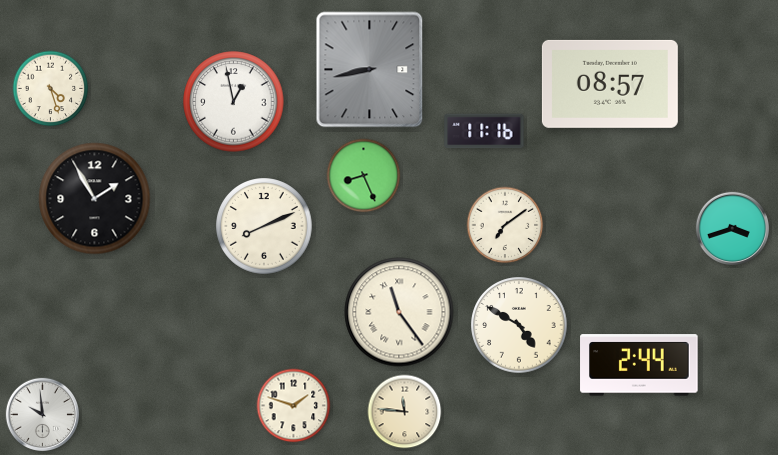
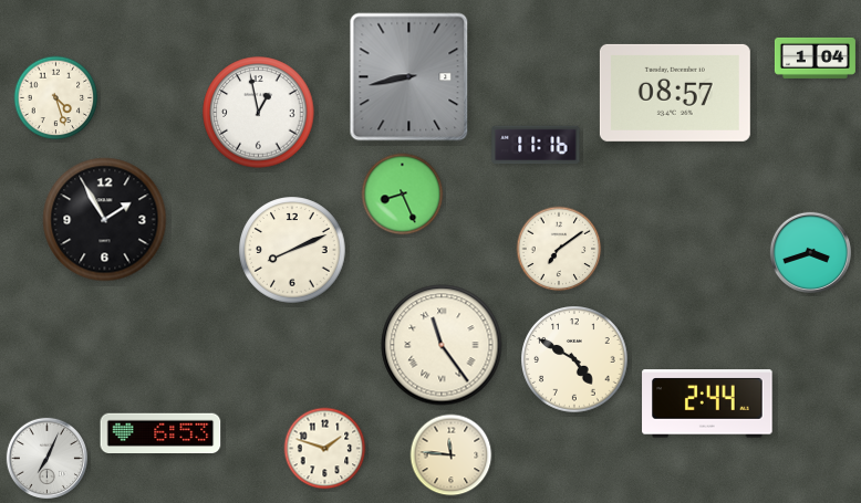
clock at (815, 57): none -> 1:04
clock at (160, 433): none -> 6:53
clock at (405, 412) position: (405, 412) -> (452, 455)
clock at (42, 414): 9:59 -> 7:04
